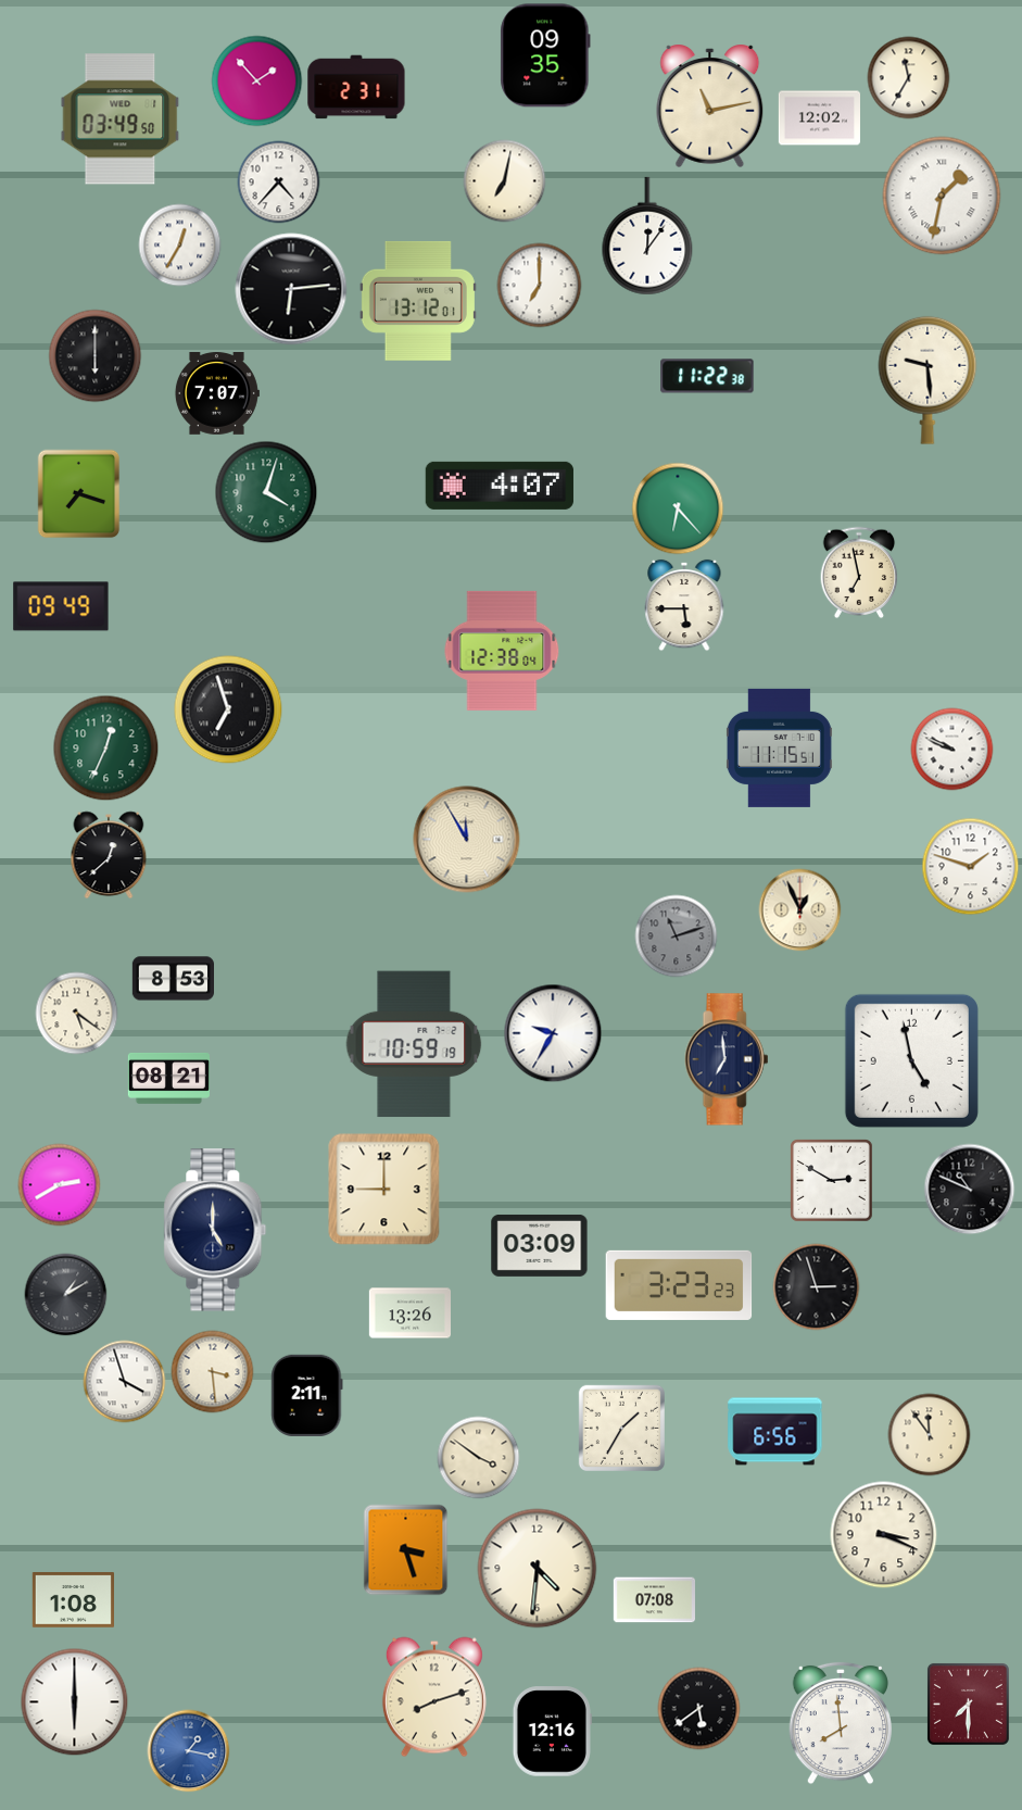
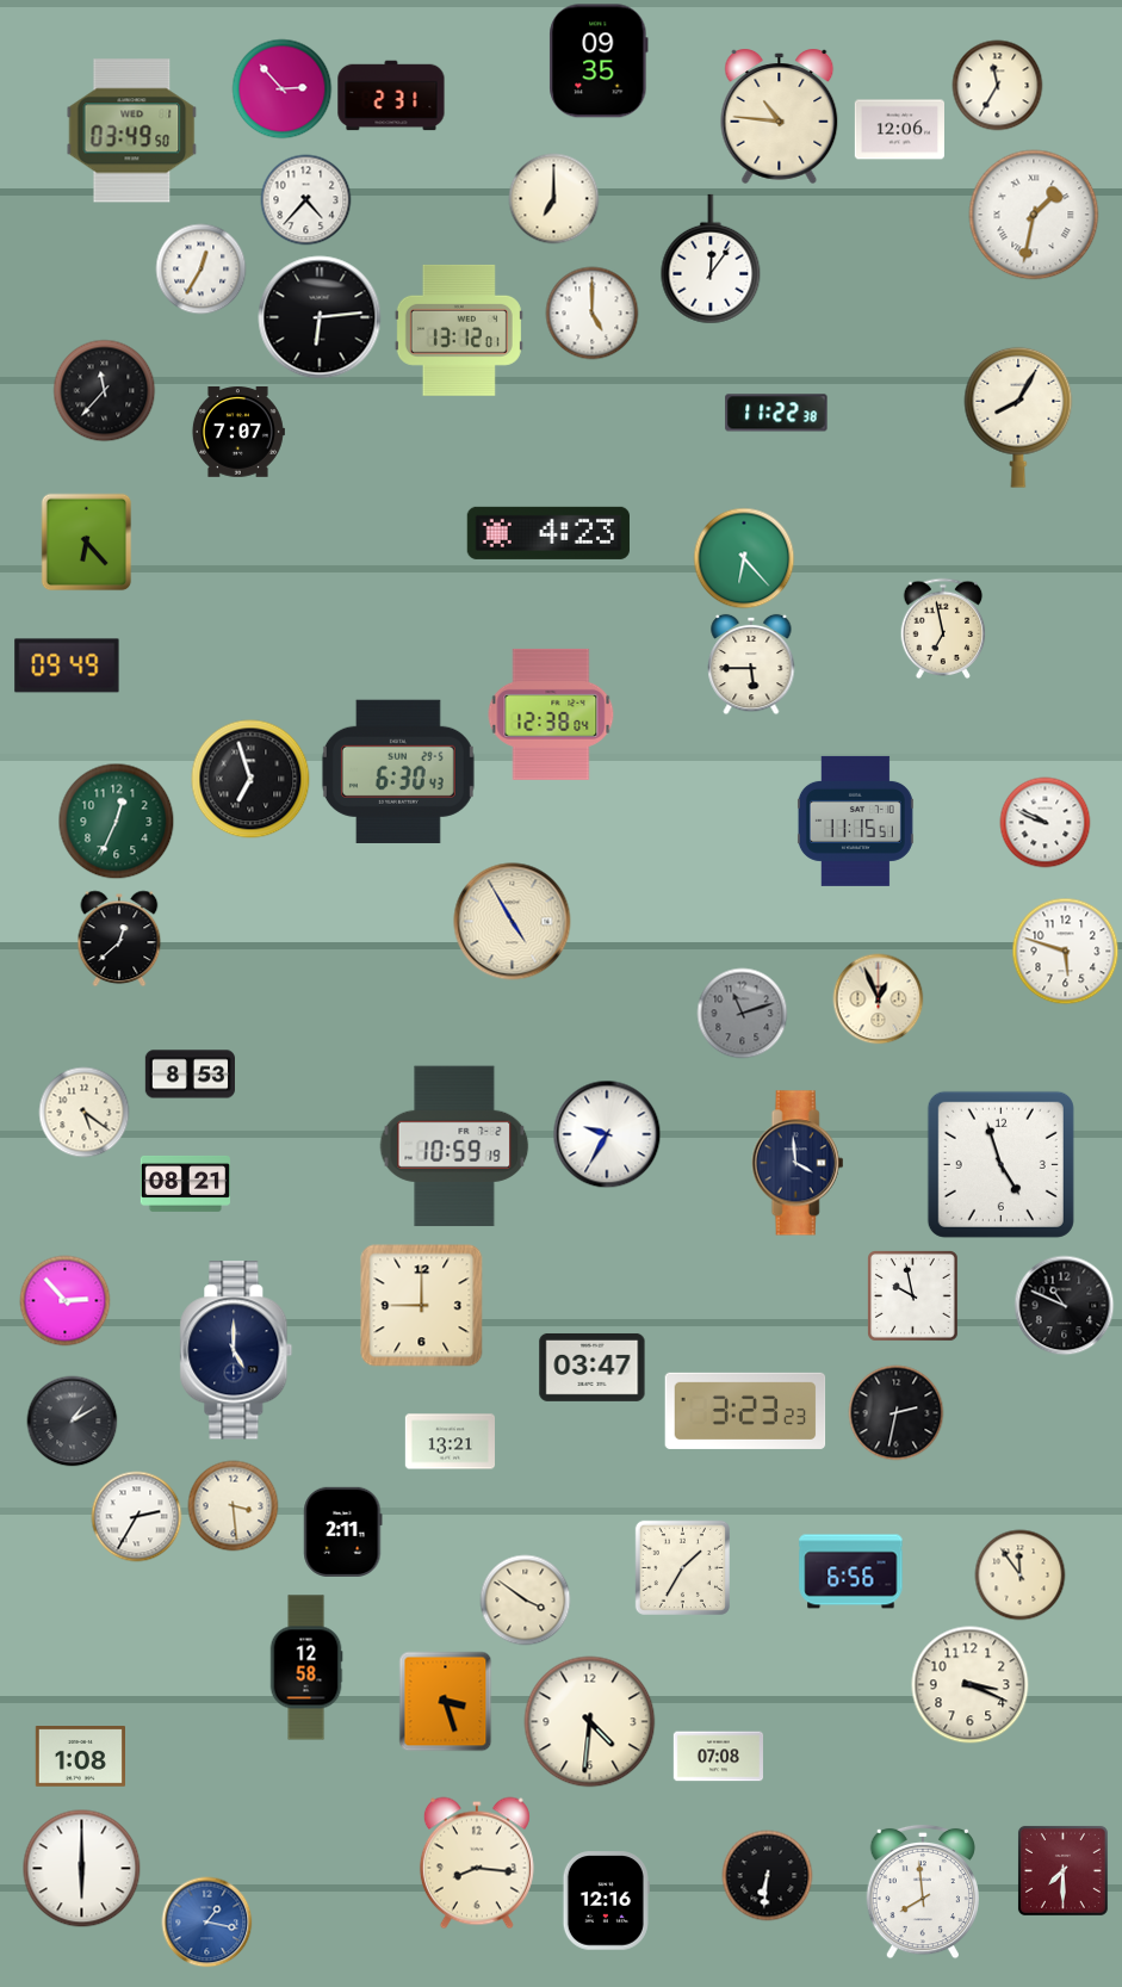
clock at (257, 81): 1:53 -> 2:53
clock at (710, 105): 11:13 -> 10:46
clock at (819, 118): 12:02 -> 12:06
clock at (505, 181): 7:02 -> 7:00
clock at (180, 246) position: (180, 246) -> (202, 270)
clock at (540, 286): 7:00 -> 5:00
clock at (96, 356): 6:00 -> 11:37
clock at (928, 380): 9:29 -> 8:05
clock at (500, 486): 4:07 -> 4:23
clock at (266, 492): 4:03 -> none
clock at (79, 494): 7:18 -> 6:23
clock at (398, 772): none -> 6:30
clock at (467, 840): 11:55 -> 4:55
clock at (971, 867): 1:48 -> 5:48
clock at (677, 937) position: (677, 937) -> (743, 1014)
clock at (727, 1059): 6:59 -> 3:59
clock at (911, 1060): 4:58 -> 4:57
clock at (832, 1181): 2:50 -> 9:58
clock at (60, 1185): 2:40 -> 2:53
clock at (540, 1245): 03:09 -> 03:47
clock at (817, 1287): 2:57 -> 2:32
clock at (409, 1313): 13:26 -> 13:21
clock at (125, 1382): 3:57 -> 2:35
clock at (307, 1395) position: (307, 1395) -> (343, 1531)
clock at (306, 1667): none -> 12:58
clock at (434, 1697): 8:12 -> 8:16
clock at (699, 1709): 5:39 -> 6:31
